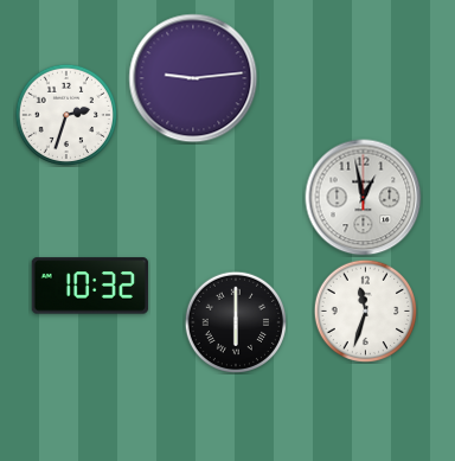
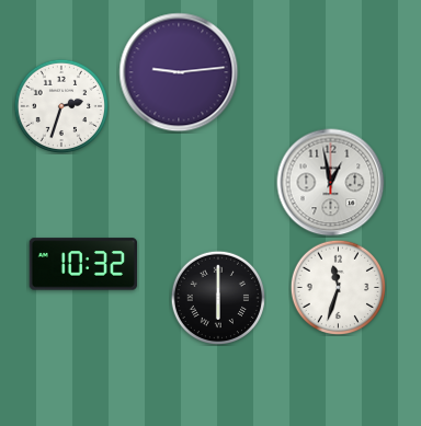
clock at (364, 198) position: (364, 198) -> (331, 183)
